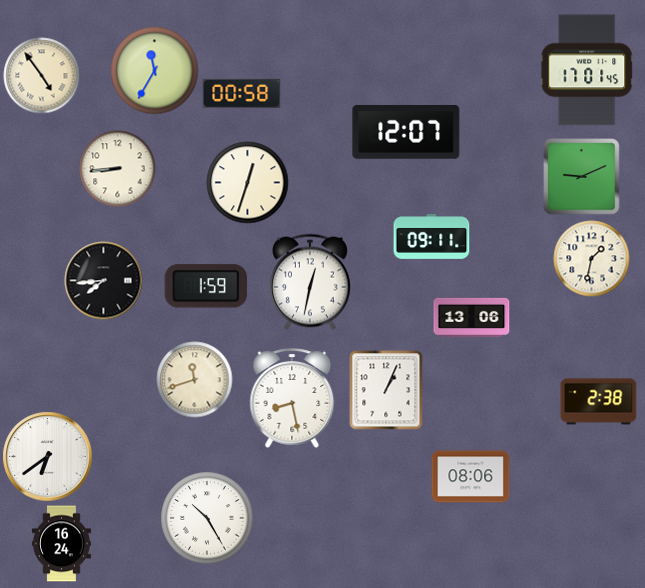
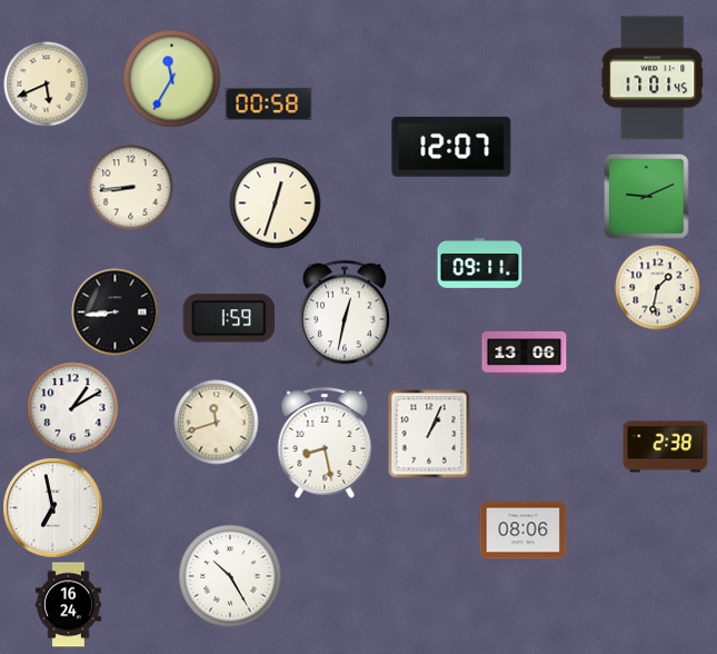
clock at (42, 76): 4:54 -> 5:41
clock at (104, 281): 7:44 -> 8:44
clock at (73, 408): none -> 1:10
clock at (48, 457): 6:39 -> 6:58
